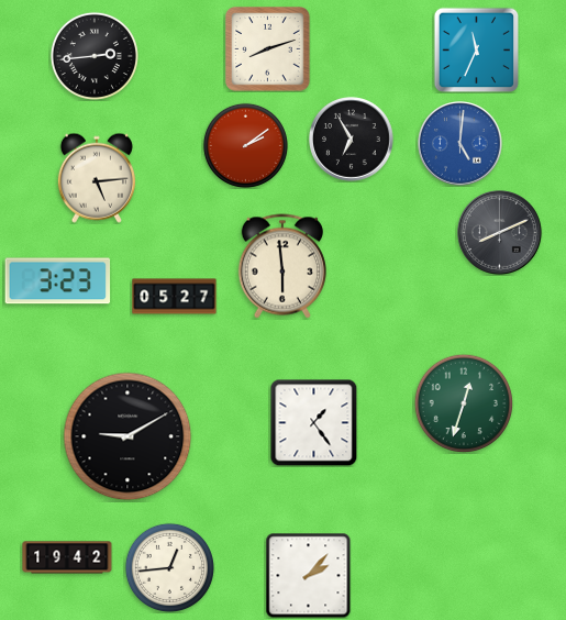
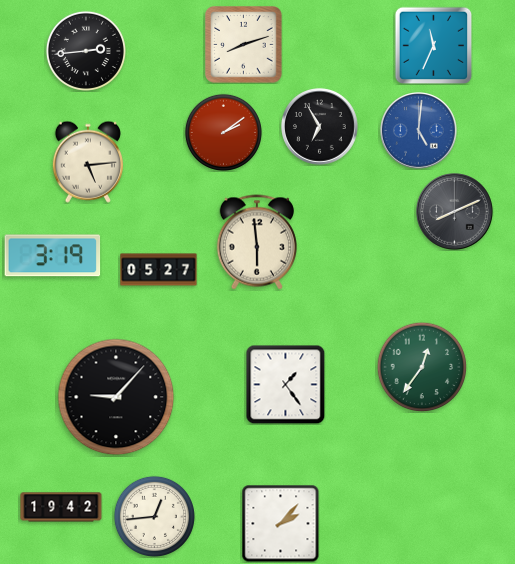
clock at (58, 281): 3:23 -> 3:19
clock at (464, 403): 12:33 -> 12:36
clock at (127, 436): 9:10 -> 9:07
